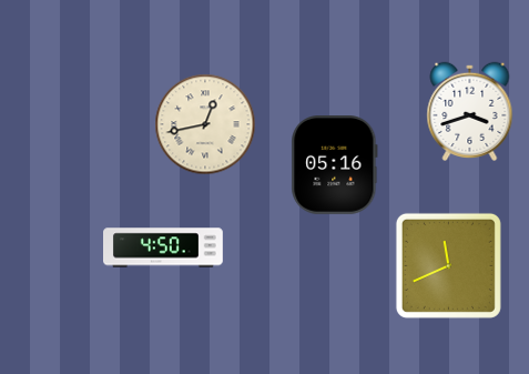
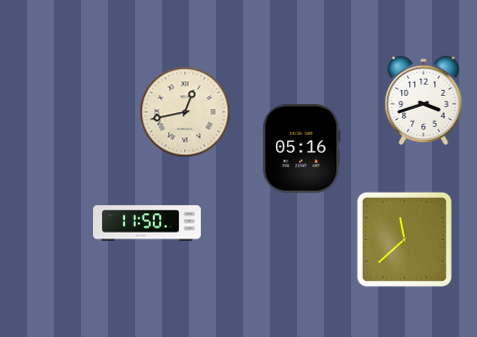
clock at (164, 247): 4:50 -> 11:50
clock at (448, 265): 11:41 -> 11:38
